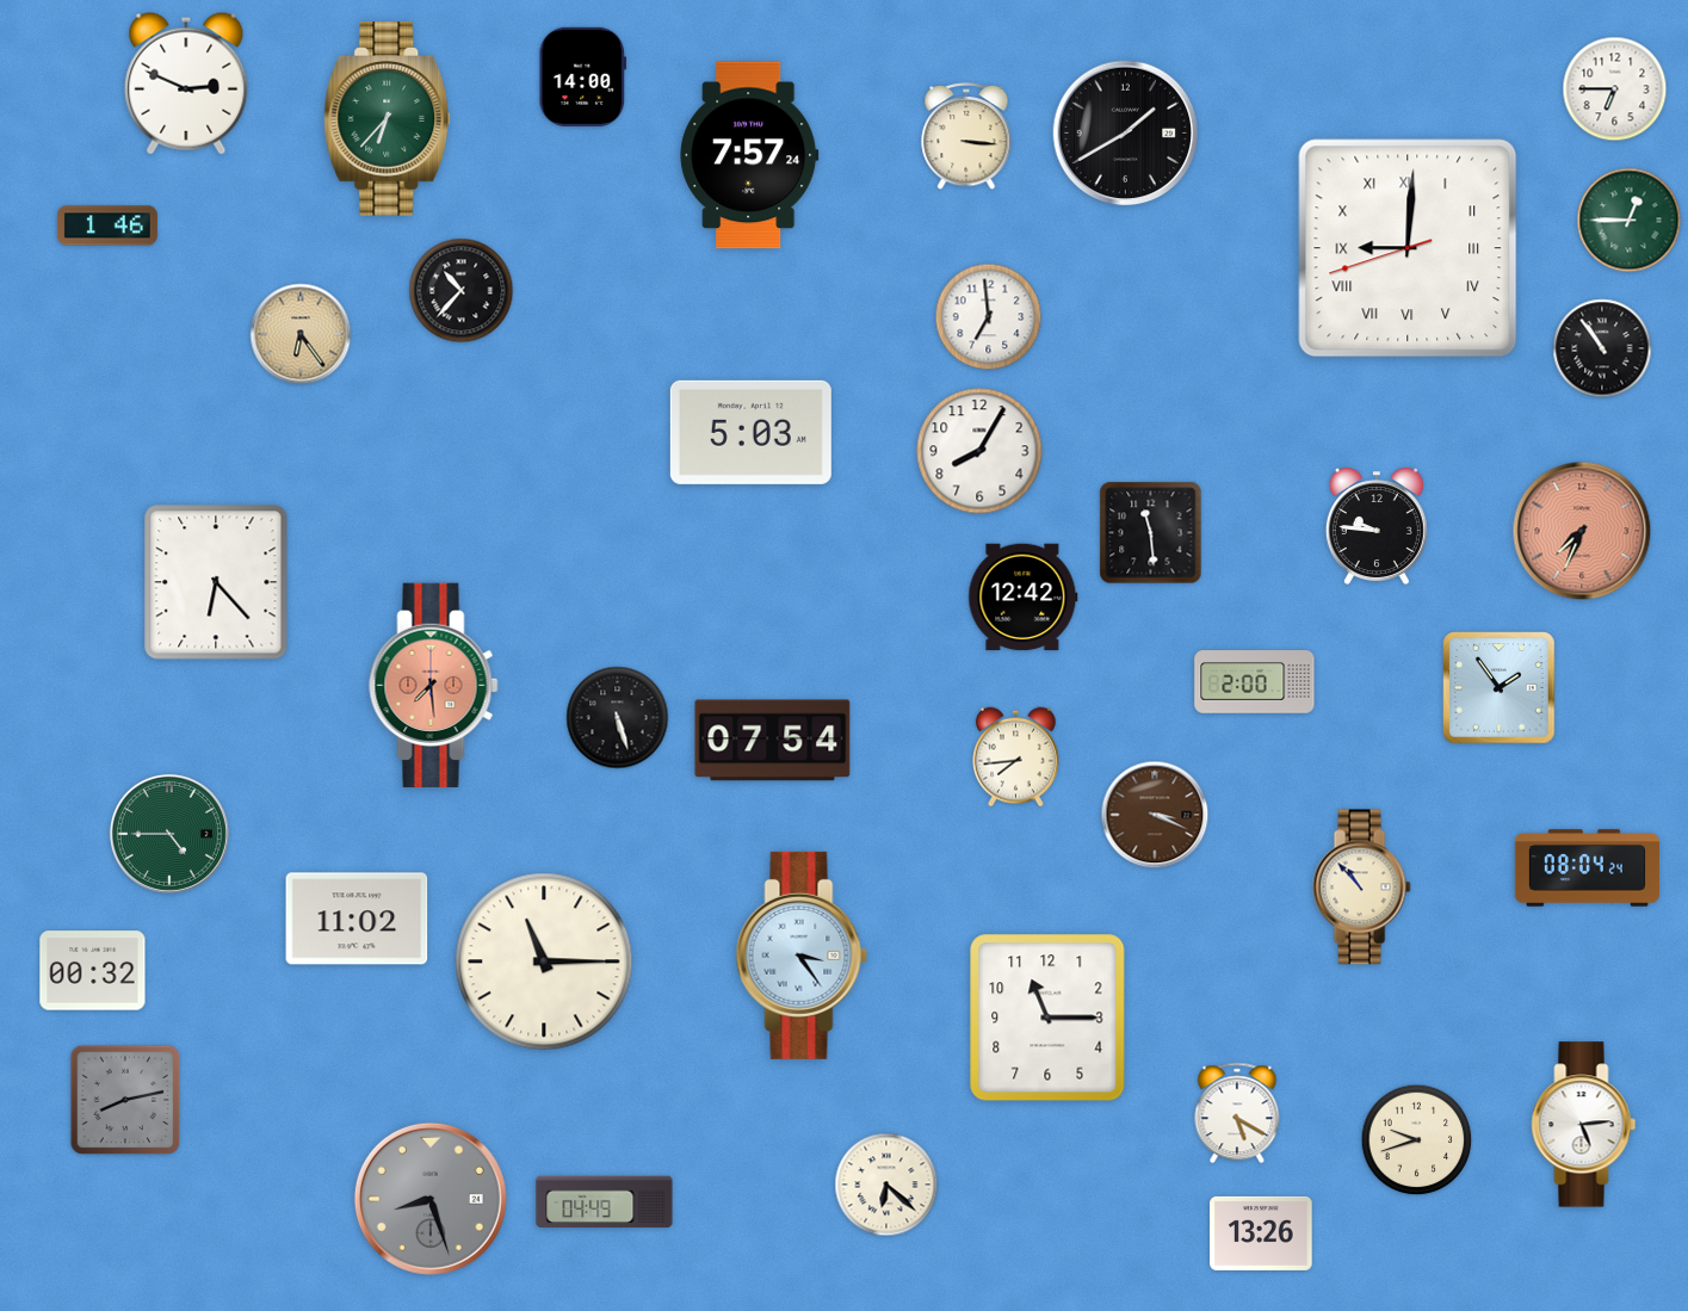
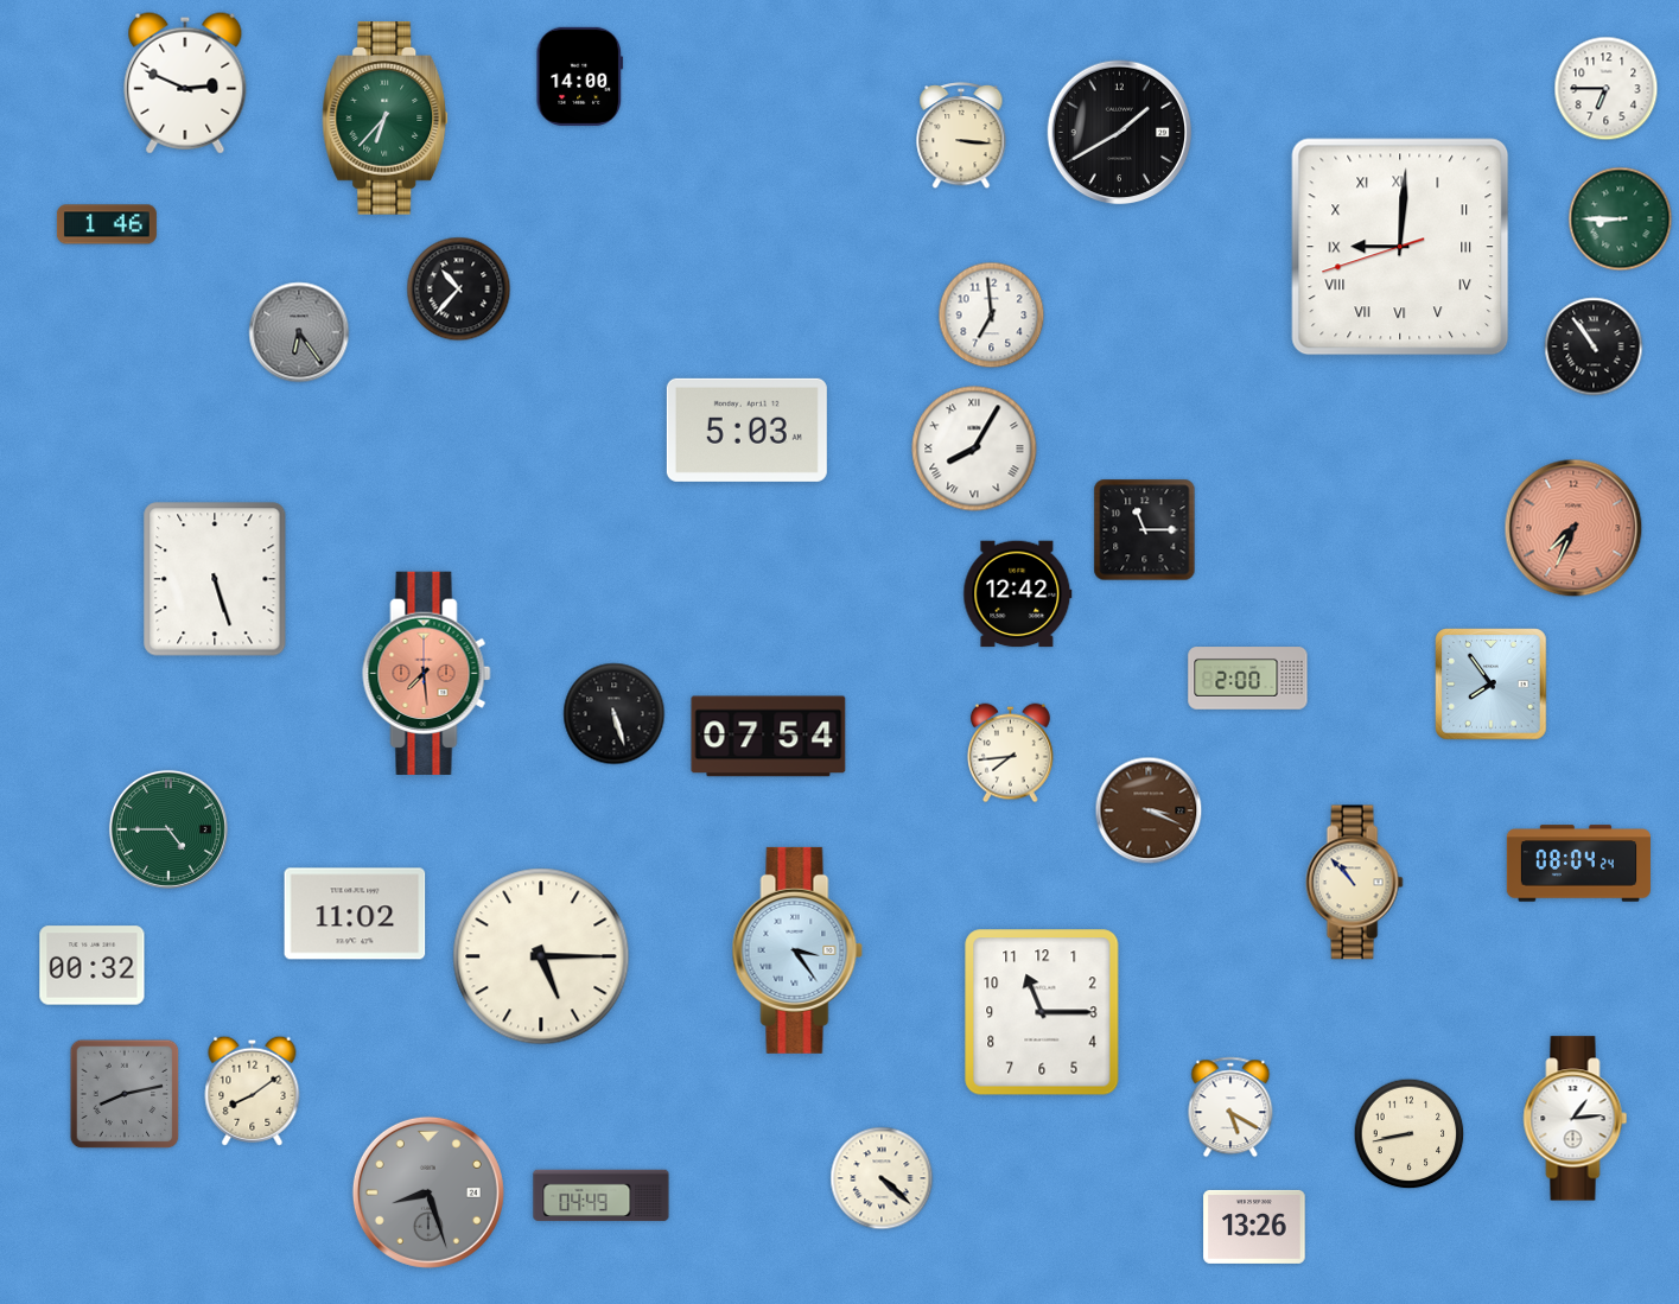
clock at (749, 155): 7:57 -> none
clock at (1630, 221): 12:45 -> 8:45
clock at (989, 317) position: (989, 317) -> (992, 316)
clock at (301, 334) dial: champagne -> grey
clock at (979, 451) numerals: Arabic -> Roman
clock at (1377, 526): 9:46 -> none
clock at (1151, 533): 11:29 -> 11:15
clock at (216, 582): 6:23 -> 5:27
clock at (434, 685) position: (434, 685) -> (427, 673)
clock at (1500, 688): 1:54 -> 7:54
clock at (544, 961): 11:15 -> 5:15
clock at (253, 1090): none -> 8:09
clock at (1584, 1125): 5:14 -> 1:14
clock at (1417, 1140): 9:42 -> 8:43
clock at (886, 1185): 6:22 -> 4:22
